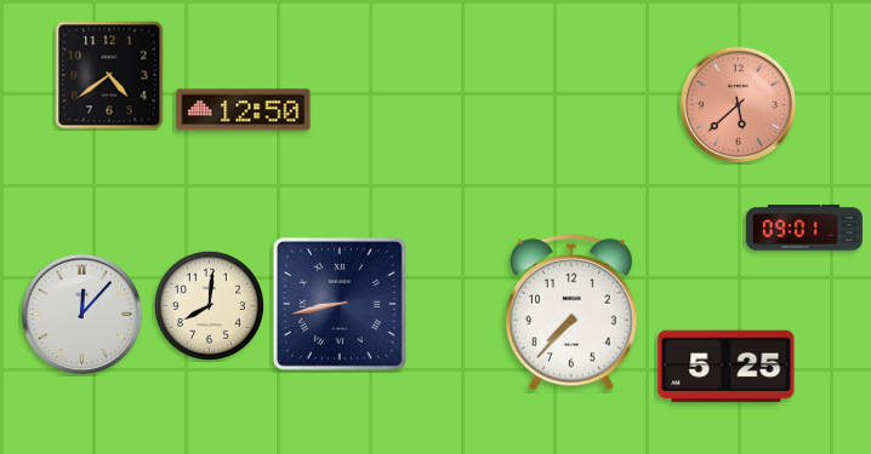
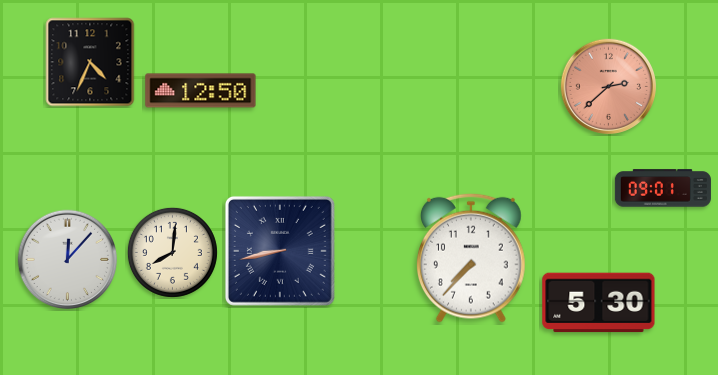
clock at (109, 75): 4:39 -> 4:34
clock at (738, 104): 5:38 -> 2:38
clock at (727, 367): 5:25 -> 5:30
